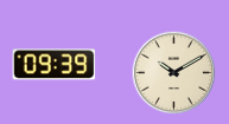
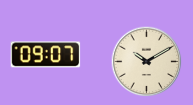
clock at (55, 65): 09:39 -> 09:07
